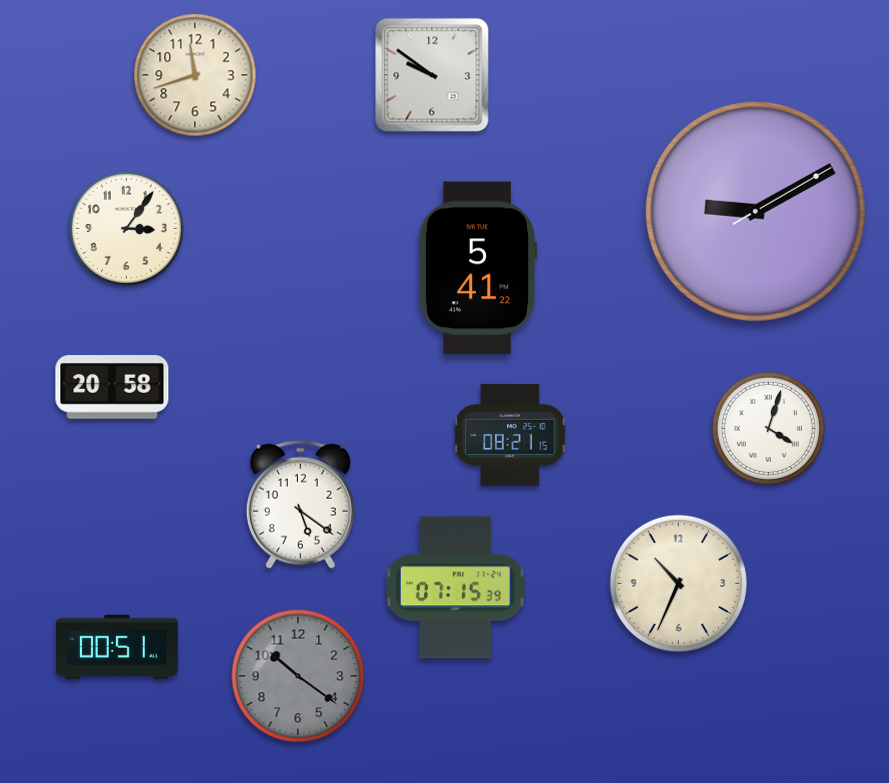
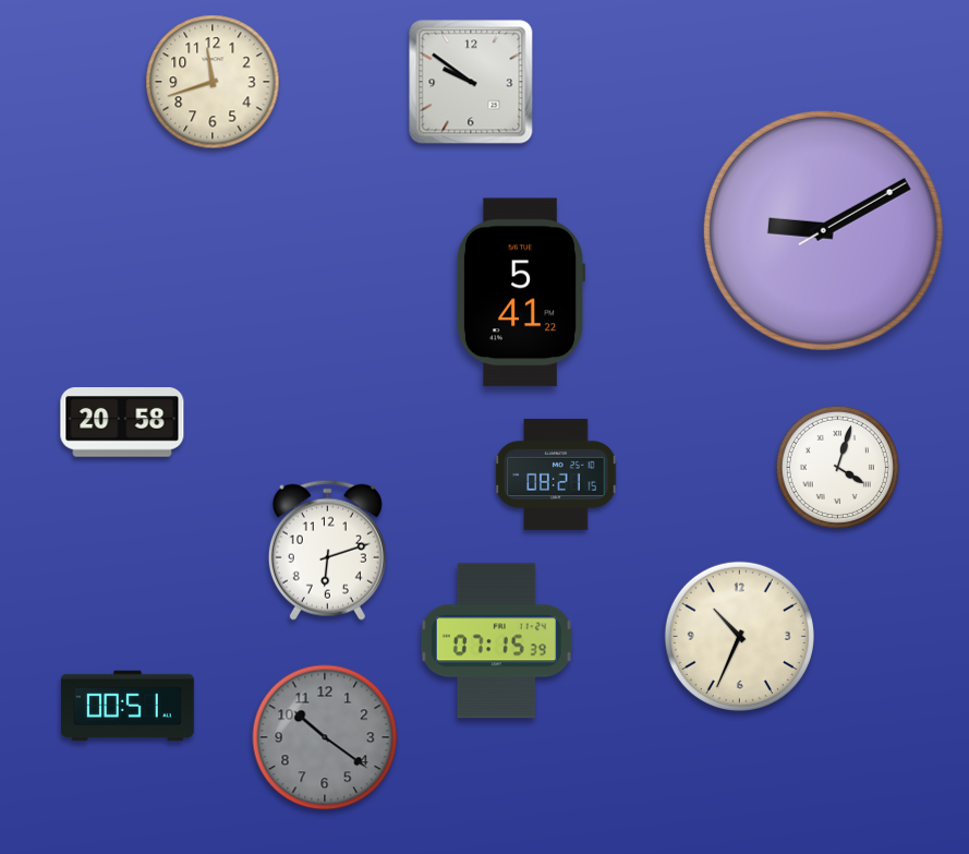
clock at (126, 228): 3:06 -> none
clock at (300, 504): 5:21 -> 6:12
